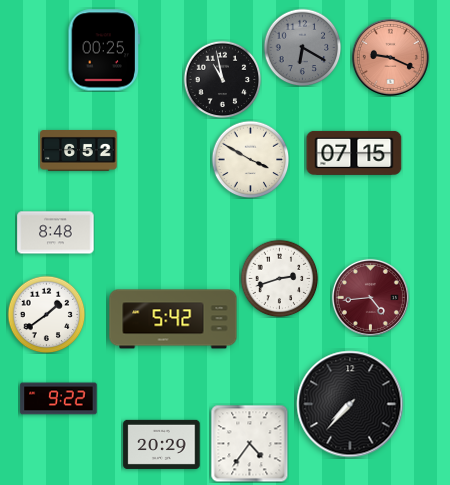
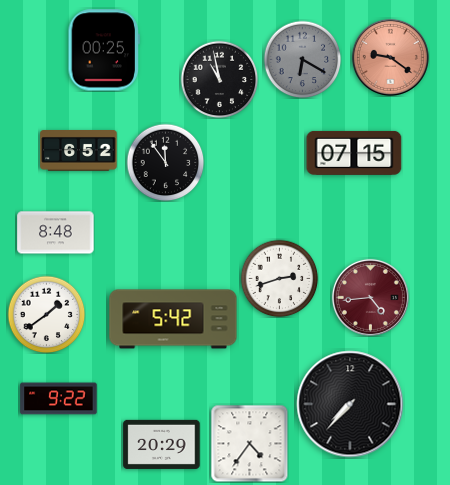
clock at (302, 47) position: (302, 47) -> (302, 59)
clock at (390, 57): 9:19 -> 9:21
clock at (222, 79) position: (222, 79) -> (219, 79)
clock at (250, 159): 3:50 -> none
clock at (165, 162): none -> 11:54
